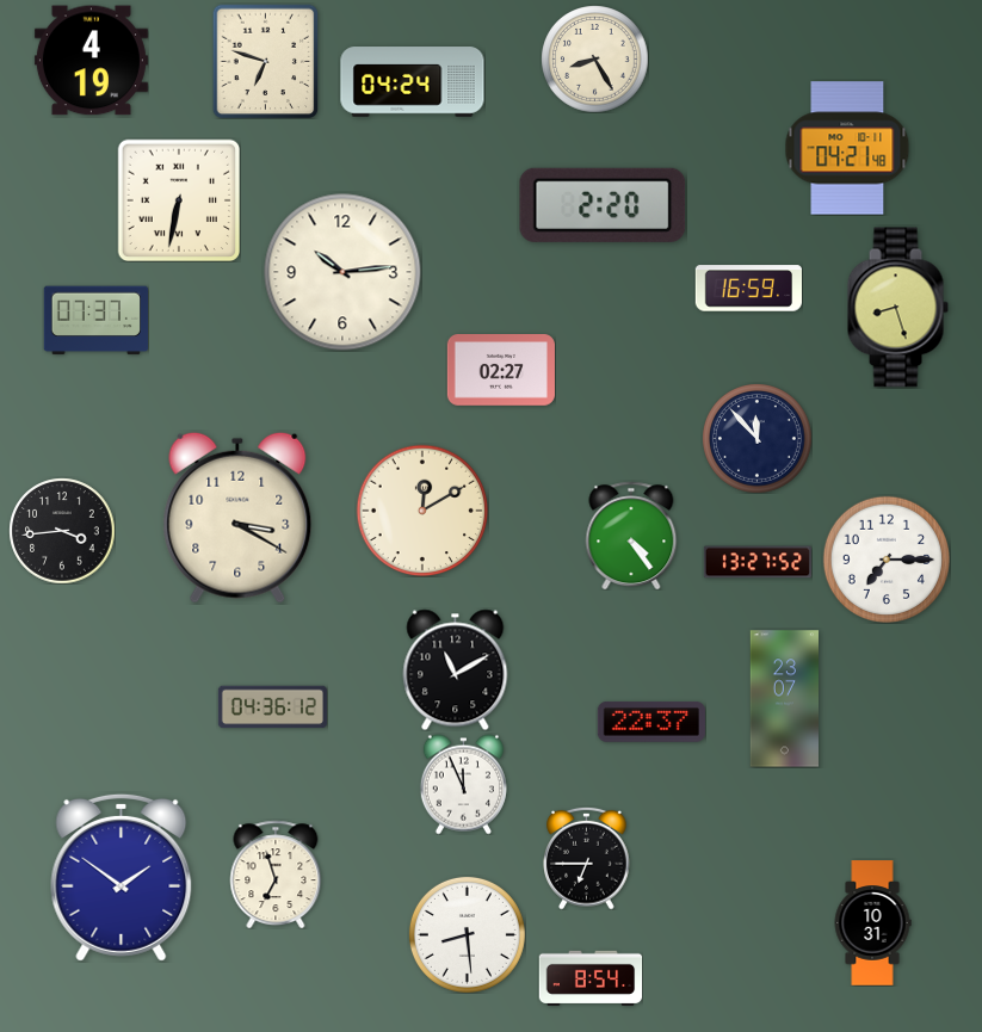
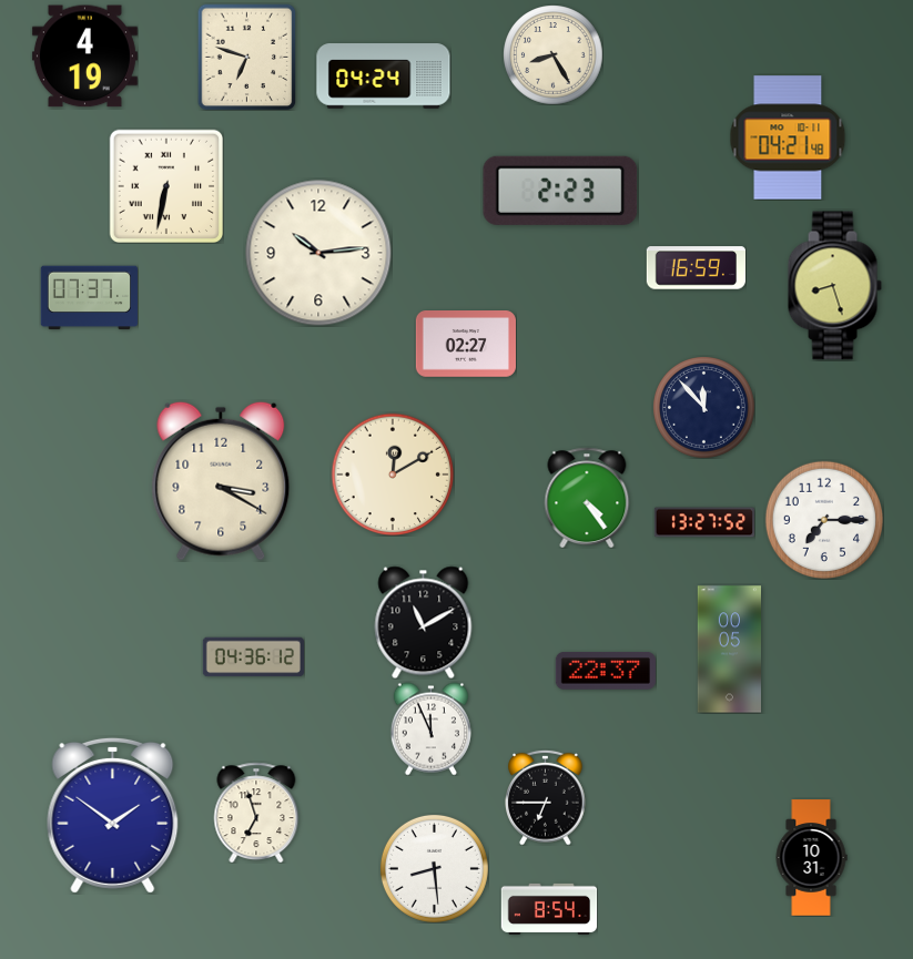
clock at (603, 205): 2:20 -> 2:23
clock at (62, 531): 3:44 -> none
clock at (784, 699): 23:07 -> 00:05
